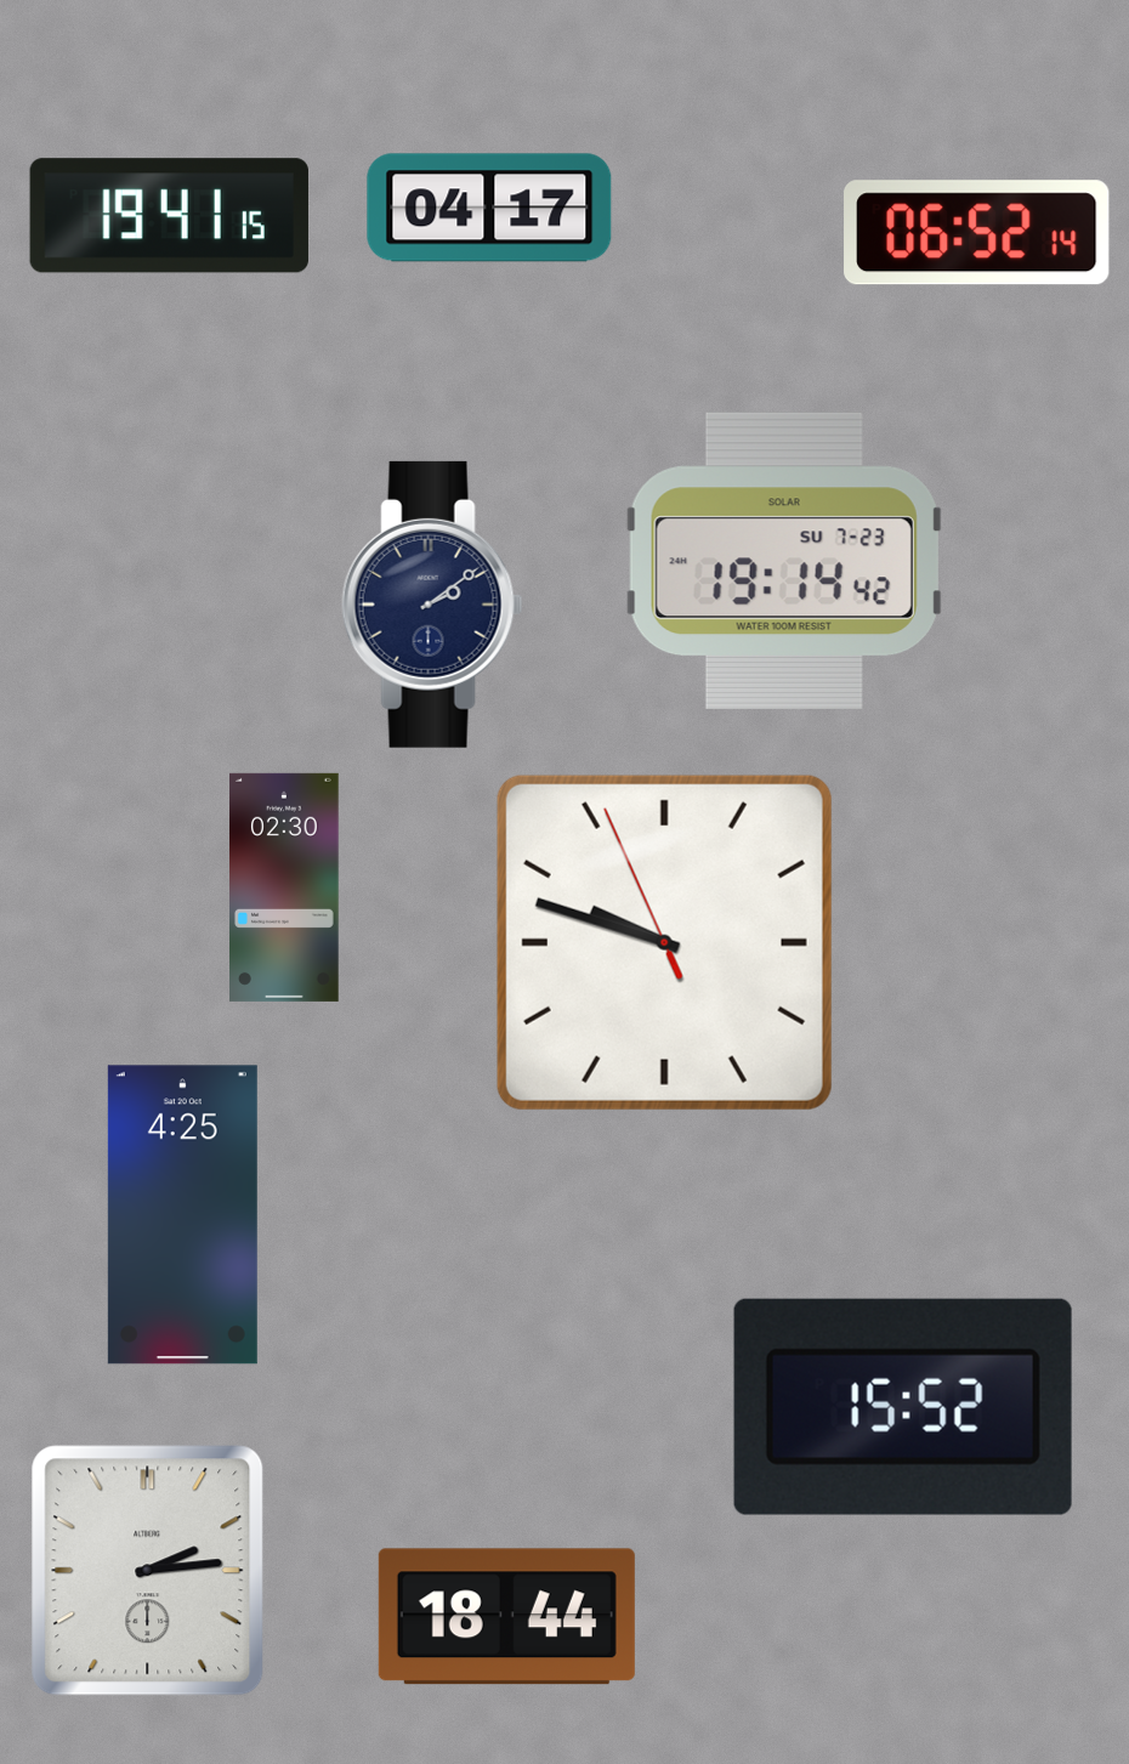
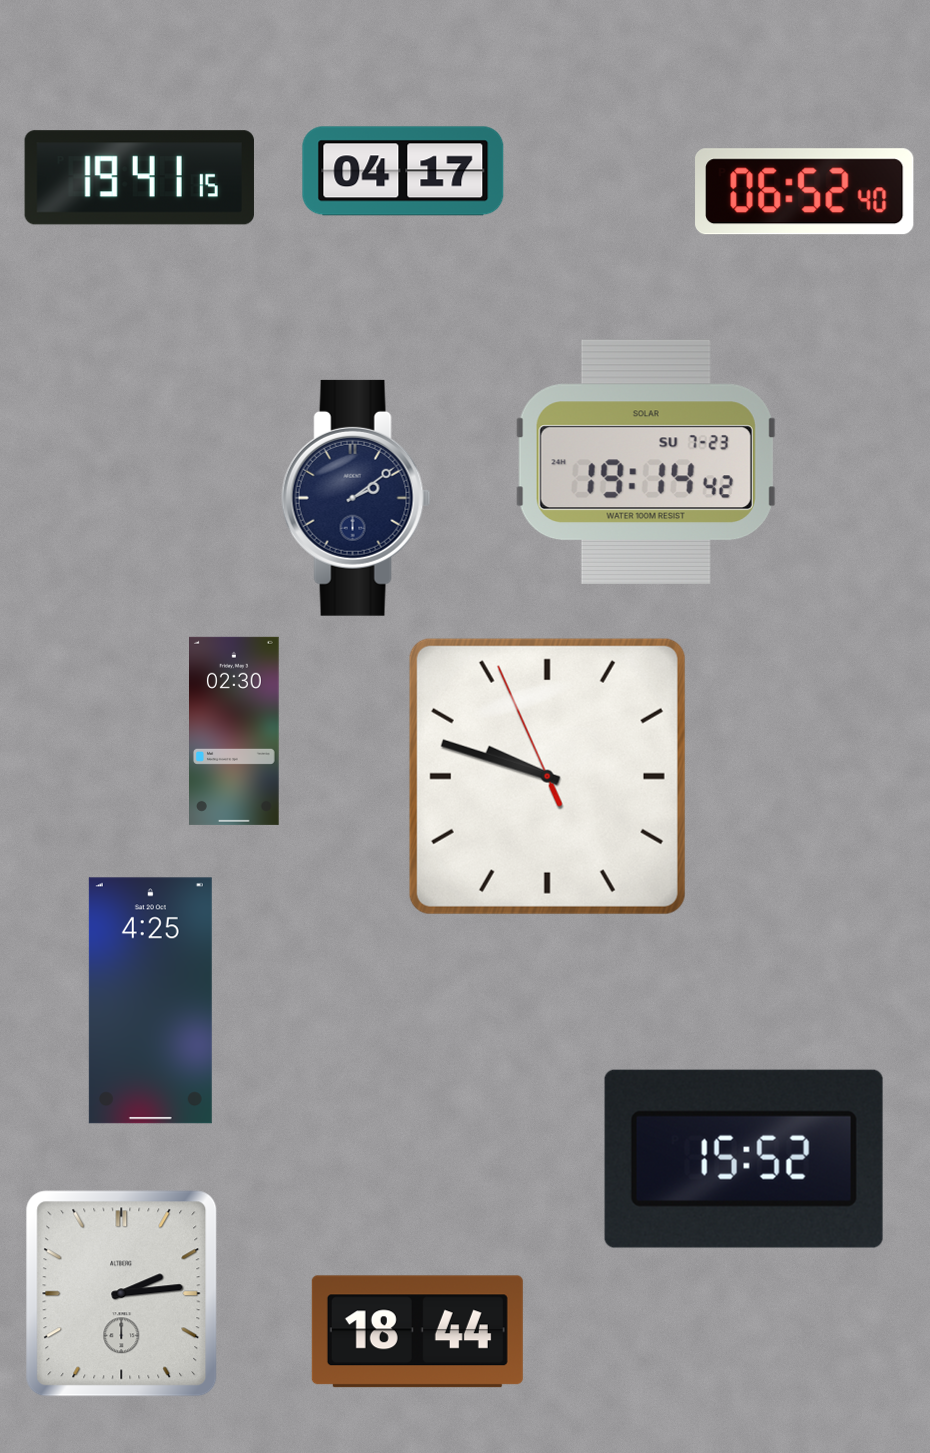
clock at (977, 233): 06:52:14 -> 06:52:40
